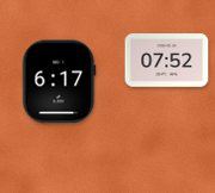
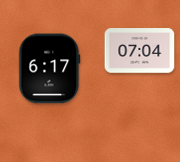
clock at (167, 61): 07:52 -> 07:04
